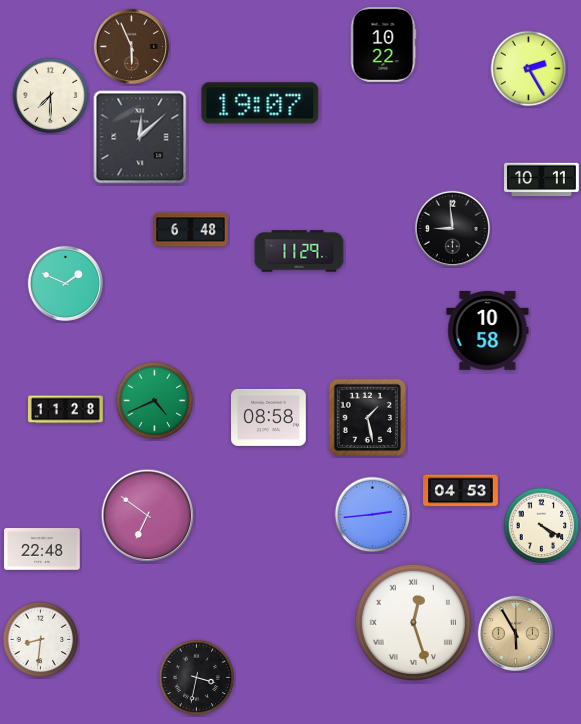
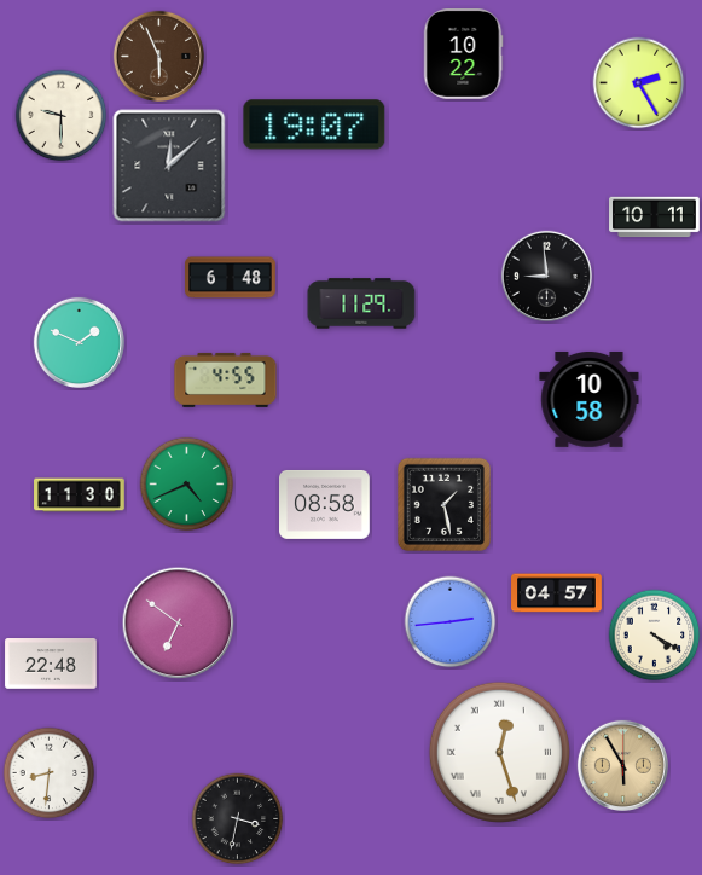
clock at (51, 96): 7:30 -> 9:30
clock at (226, 379): none -> 4:55
clock at (66, 410): 11:28 -> 11:30
clock at (461, 491): 04:53 -> 04:57
